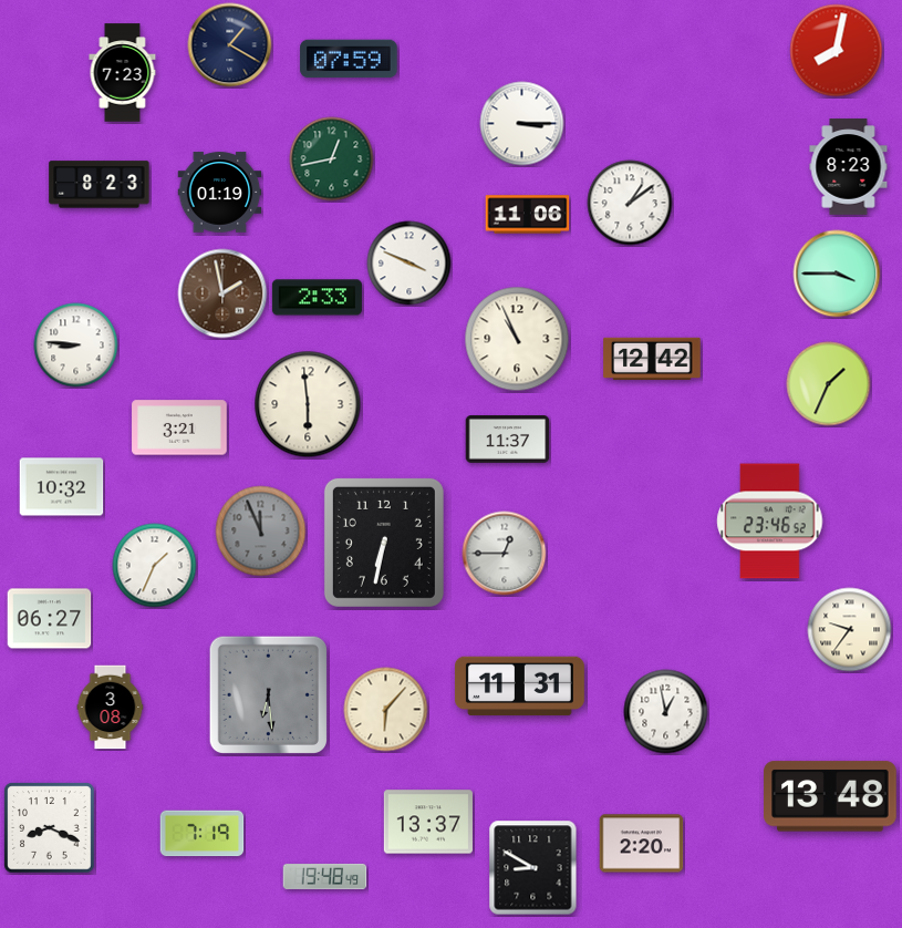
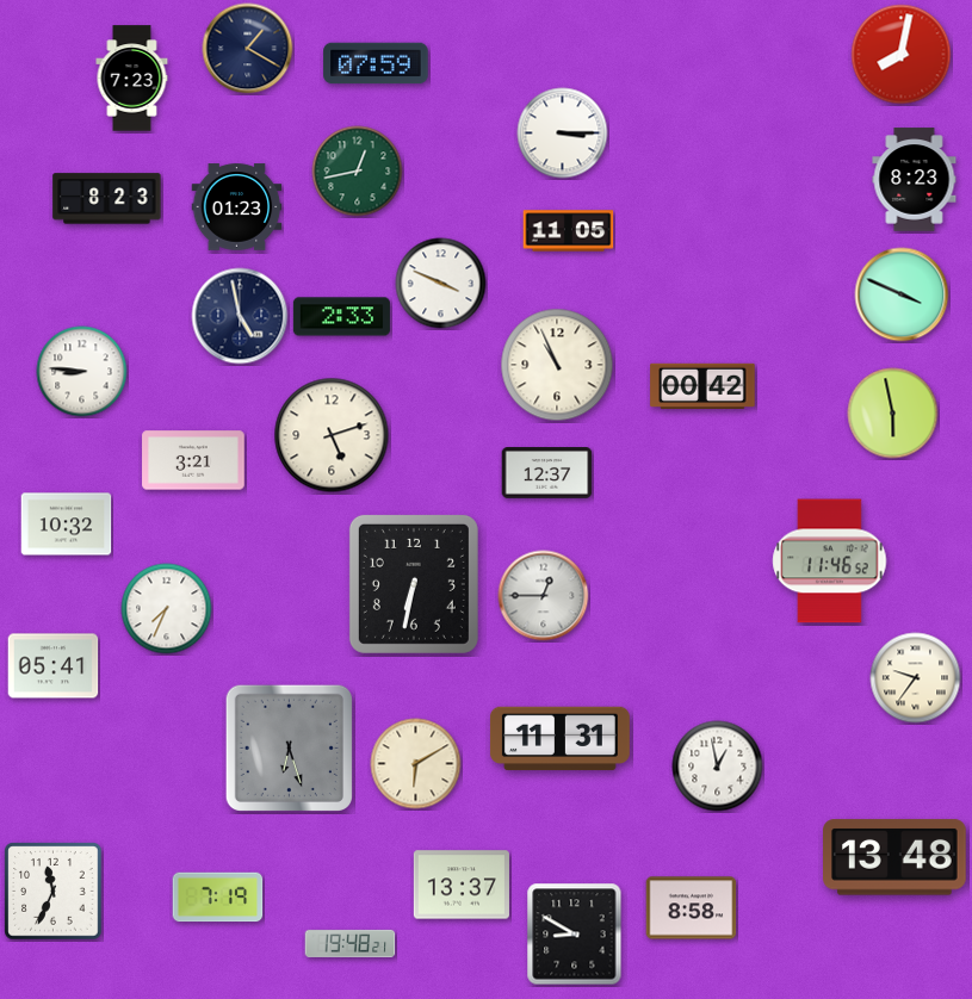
clock at (220, 193): 01:19 -> 01:23
clock at (630, 203): 1:09 -> none
clock at (528, 215): 11:06 -> 11:05
clock at (837, 274): 3:45 -> 3:49
clock at (222, 293): 1:58 -> 4:58
clock at (222, 293) dial: brown -> navy
clock at (317, 298) position: (317, 298) -> (341, 317)
clock at (652, 358): 12:42 -> 00:42
clock at (829, 384): 1:34 -> 5:58
clock at (308, 404): 5:59 -> 5:12
clock at (508, 440): 11:37 -> 12:37
clock at (770, 522): 23:46 -> 11:46
clock at (261, 532): 11:56 -> none
clock at (155, 566): 1:34 -> 7:34
clock at (50, 619): 06:27 -> 05:41
clock at (268, 694): 6:29 -> 6:27
clock at (111, 708): 3:08 -> none
clock at (386, 710): 6:07 -> 6:10
clock at (50, 828): 8:19 -> 11:34
clock at (642, 844): 2:20 -> 8:58
clock at (325, 876): 19:48:49 -> 19:48:21
